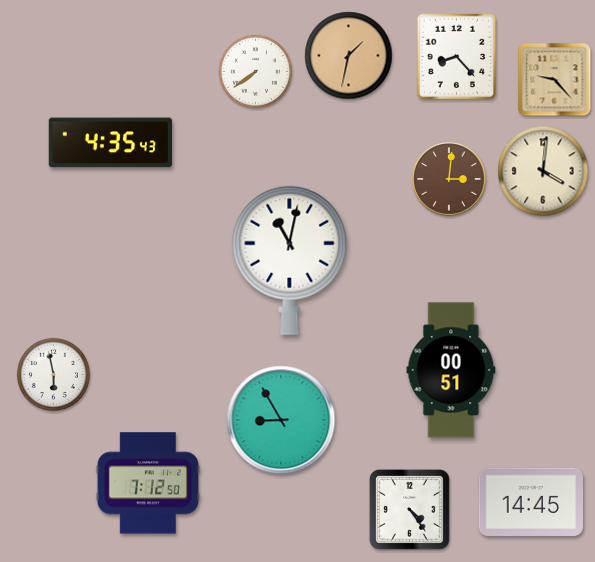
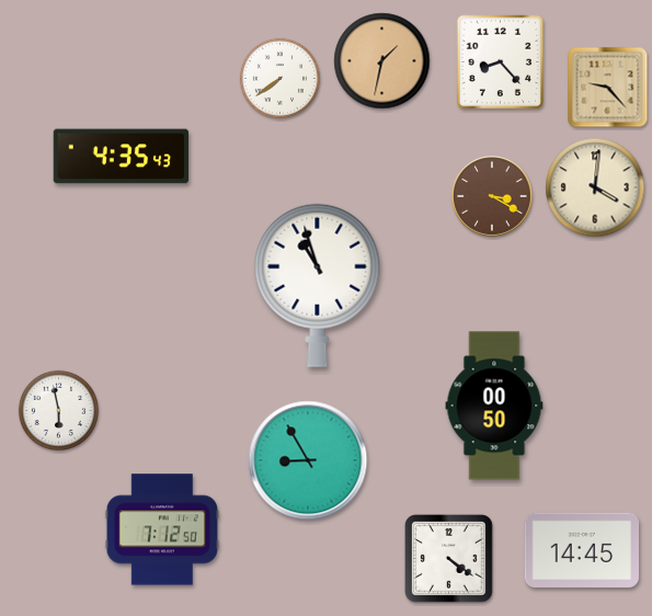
clock at (449, 179): 3:01 -> 3:20
clock at (290, 260): 11:02 -> 10:57
clock at (451, 370): 00:51 -> 00:50
clock at (410, 510): 4:24 -> 4:21
